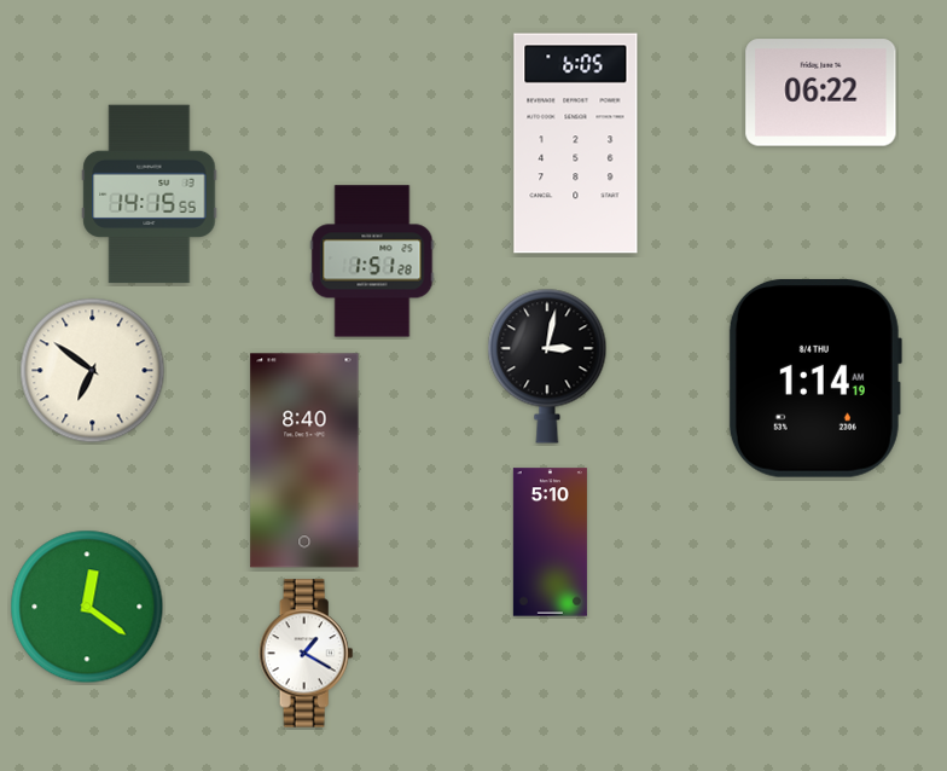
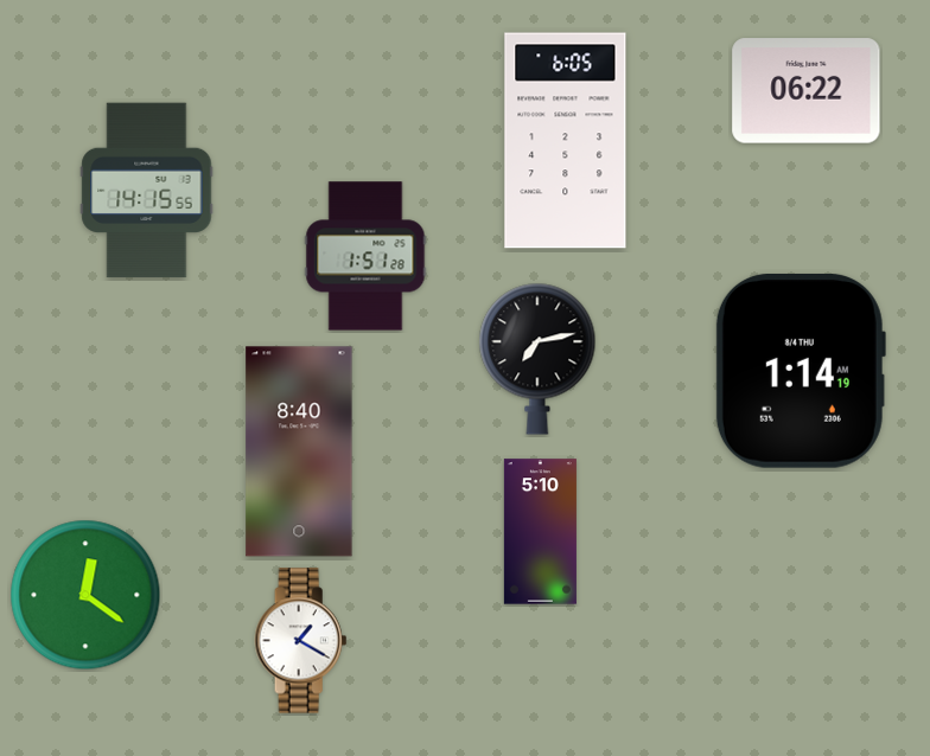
clock at (547, 366): 3:02 -> 7:13
clock at (93, 371): 6:51 -> none
